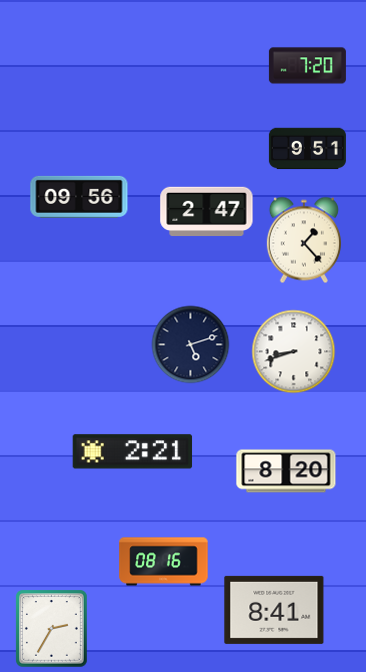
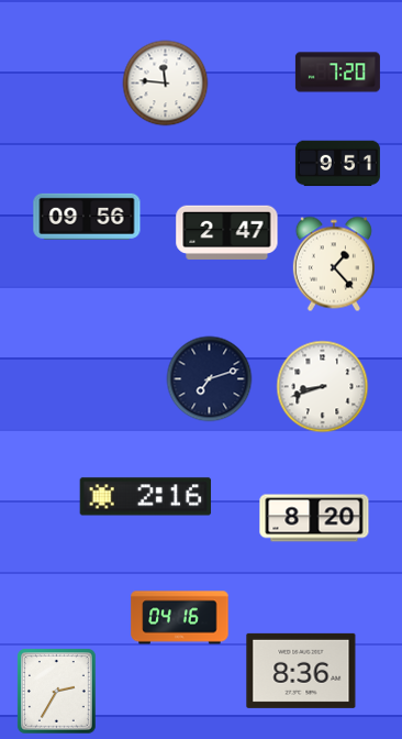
clock at (165, 82): none -> 11:46
clock at (190, 344): 5:12 -> 7:12
clock at (133, 452): 2:21 -> 2:16
clock at (164, 562): 08:16 -> 04:16
clock at (274, 610): 8:41 -> 8:36
